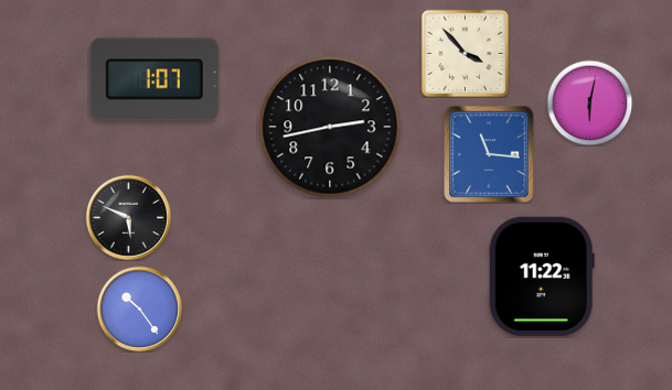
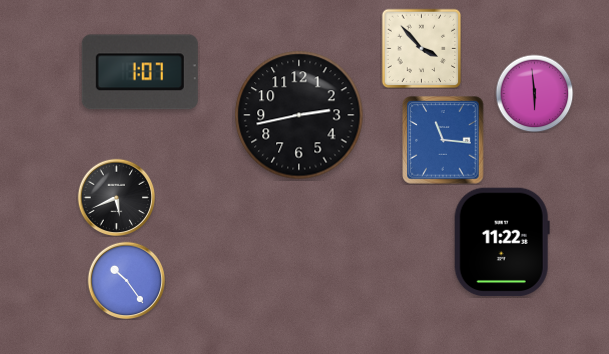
clock at (589, 102): 6:02 -> 5:59
clock at (128, 217): 5:49 -> 5:41
clock at (542, 277) position: (542, 277) -> (502, 242)
